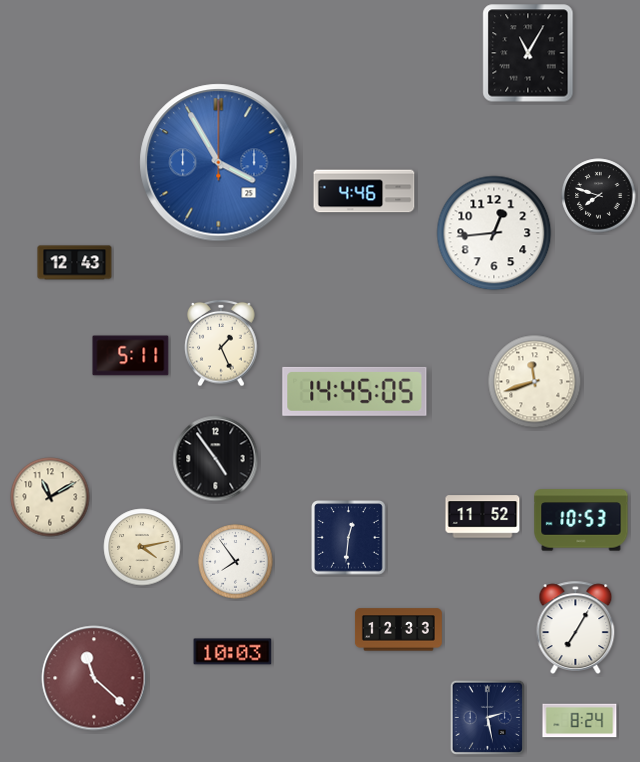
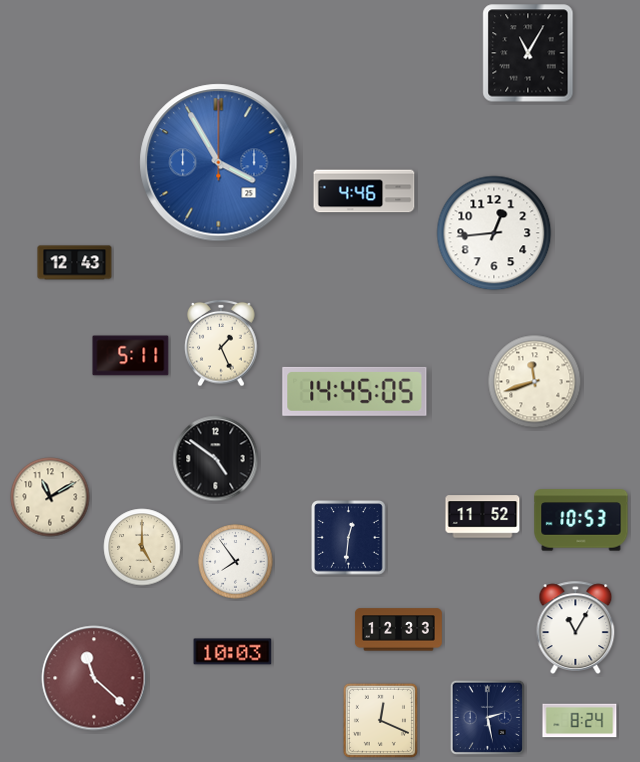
clock at (599, 196): 7:48 -> none
clock at (216, 459): 4:54 -> 4:51
clock at (142, 547): 4:13 -> 5:00
clock at (576, 627): 7:05 -> 11:05
clock at (380, 720): none -> 12:19
